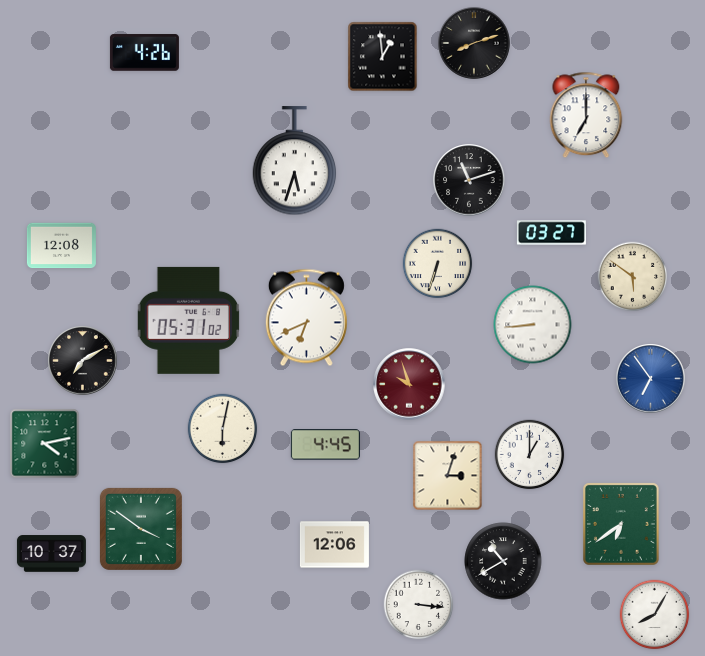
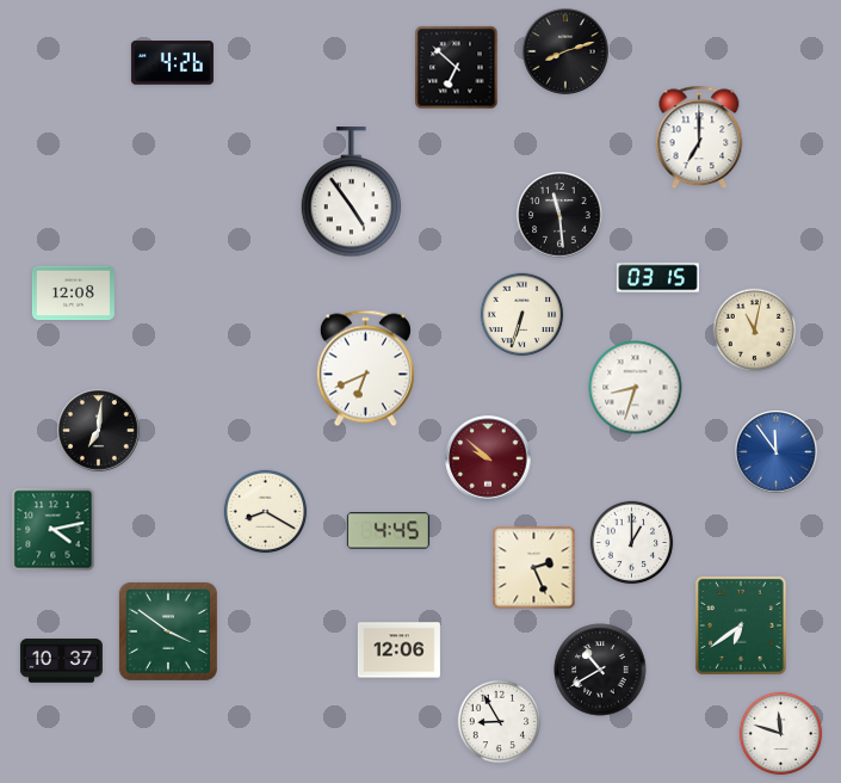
clock at (383, 57): 12:59 -> 6:52
clock at (295, 161): 5:33 -> 4:54
clock at (469, 180): 11:12 -> 11:29
clock at (551, 233): 03:27 -> 03:15
clock at (633, 277): 5:51 -> 11:02
clock at (306, 318) position: (306, 318) -> (365, 369)
clock at (189, 320): 05:31 -> none
clock at (533, 325): 8:44 -> 8:33
clock at (83, 361): 7:10 -> 7:01
clock at (651, 379): 6:54 -> 11:54
clock at (409, 384): 9:57 -> 9:52
clock at (223, 429): 6:02 -> 8:20
clock at (448, 476): 3:03 -> 2:26
clock at (419, 605): 3:16 -> 8:55
clock at (655, 615): 8:05 -> 11:48
